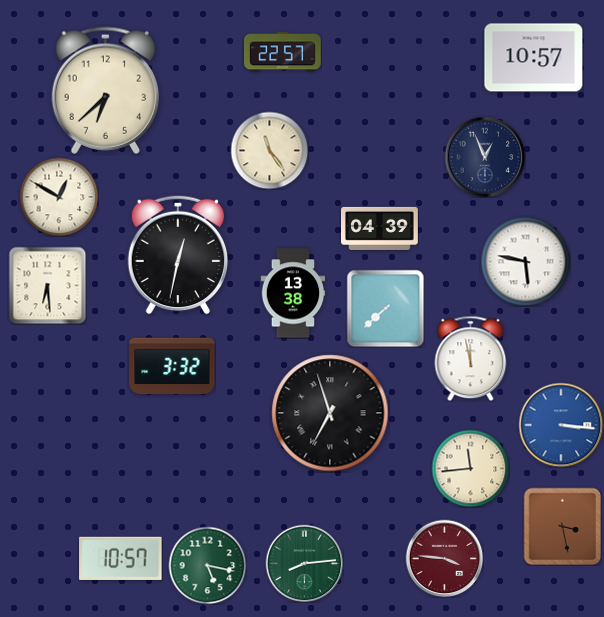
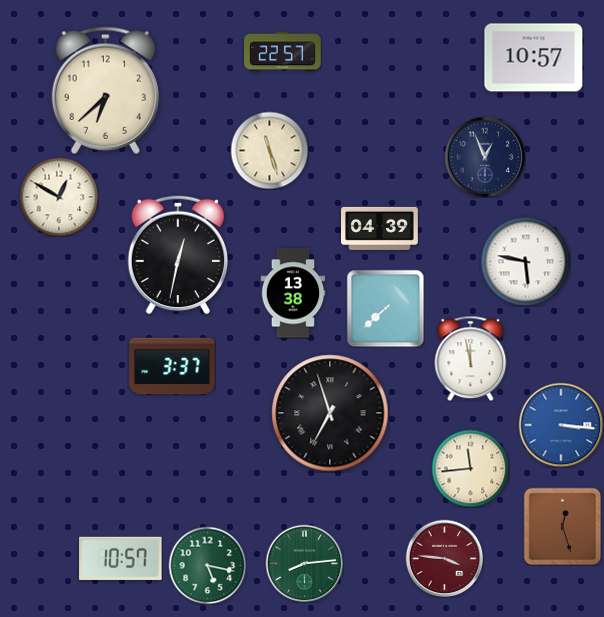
clock at (269, 150): 11:24 -> 11:27
clock at (47, 285): 6:29 -> none
clock at (172, 366): 3:32 -> 3:37
clock at (562, 526): 3:28 -> 12:27
